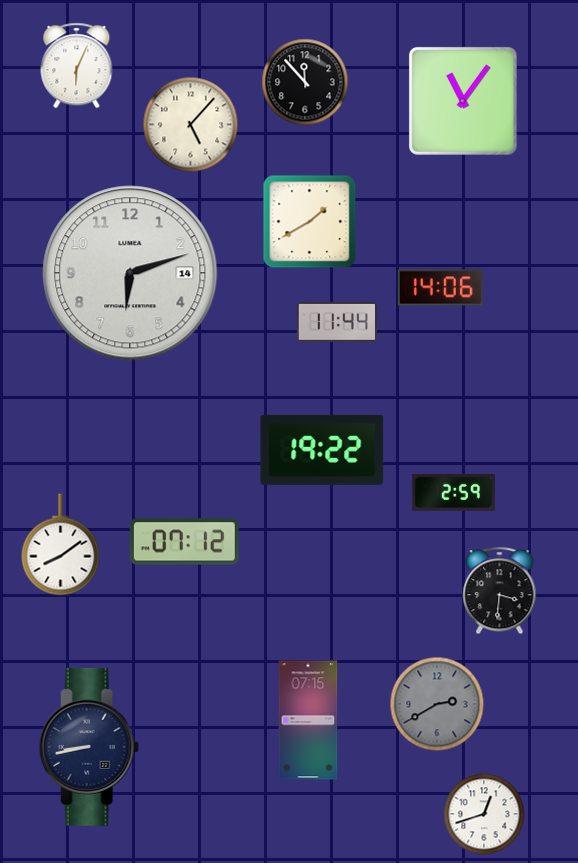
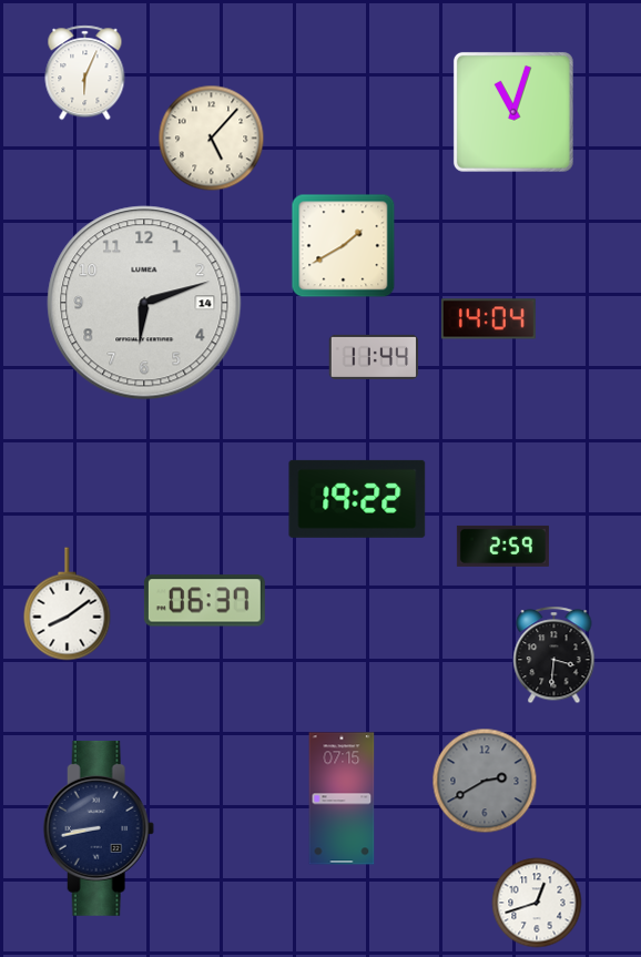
clock at (305, 82): 11:53 -> none
clock at (463, 101): 11:06 -> 11:03
clock at (440, 288): 14:06 -> 14:04
clock at (184, 542): 07:12 -> 06:37
